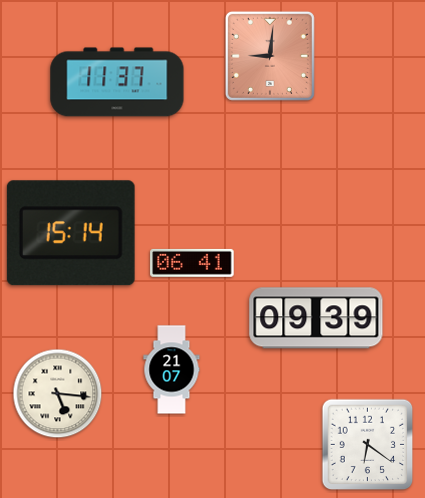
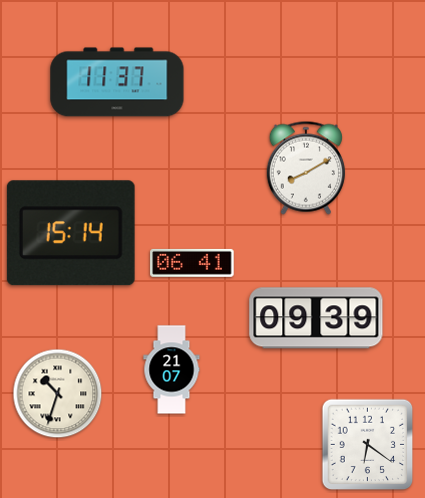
clock at (270, 56): 9:01 -> none
clock at (306, 168): none -> 8:10
clock at (58, 394): 5:16 -> 10:33
